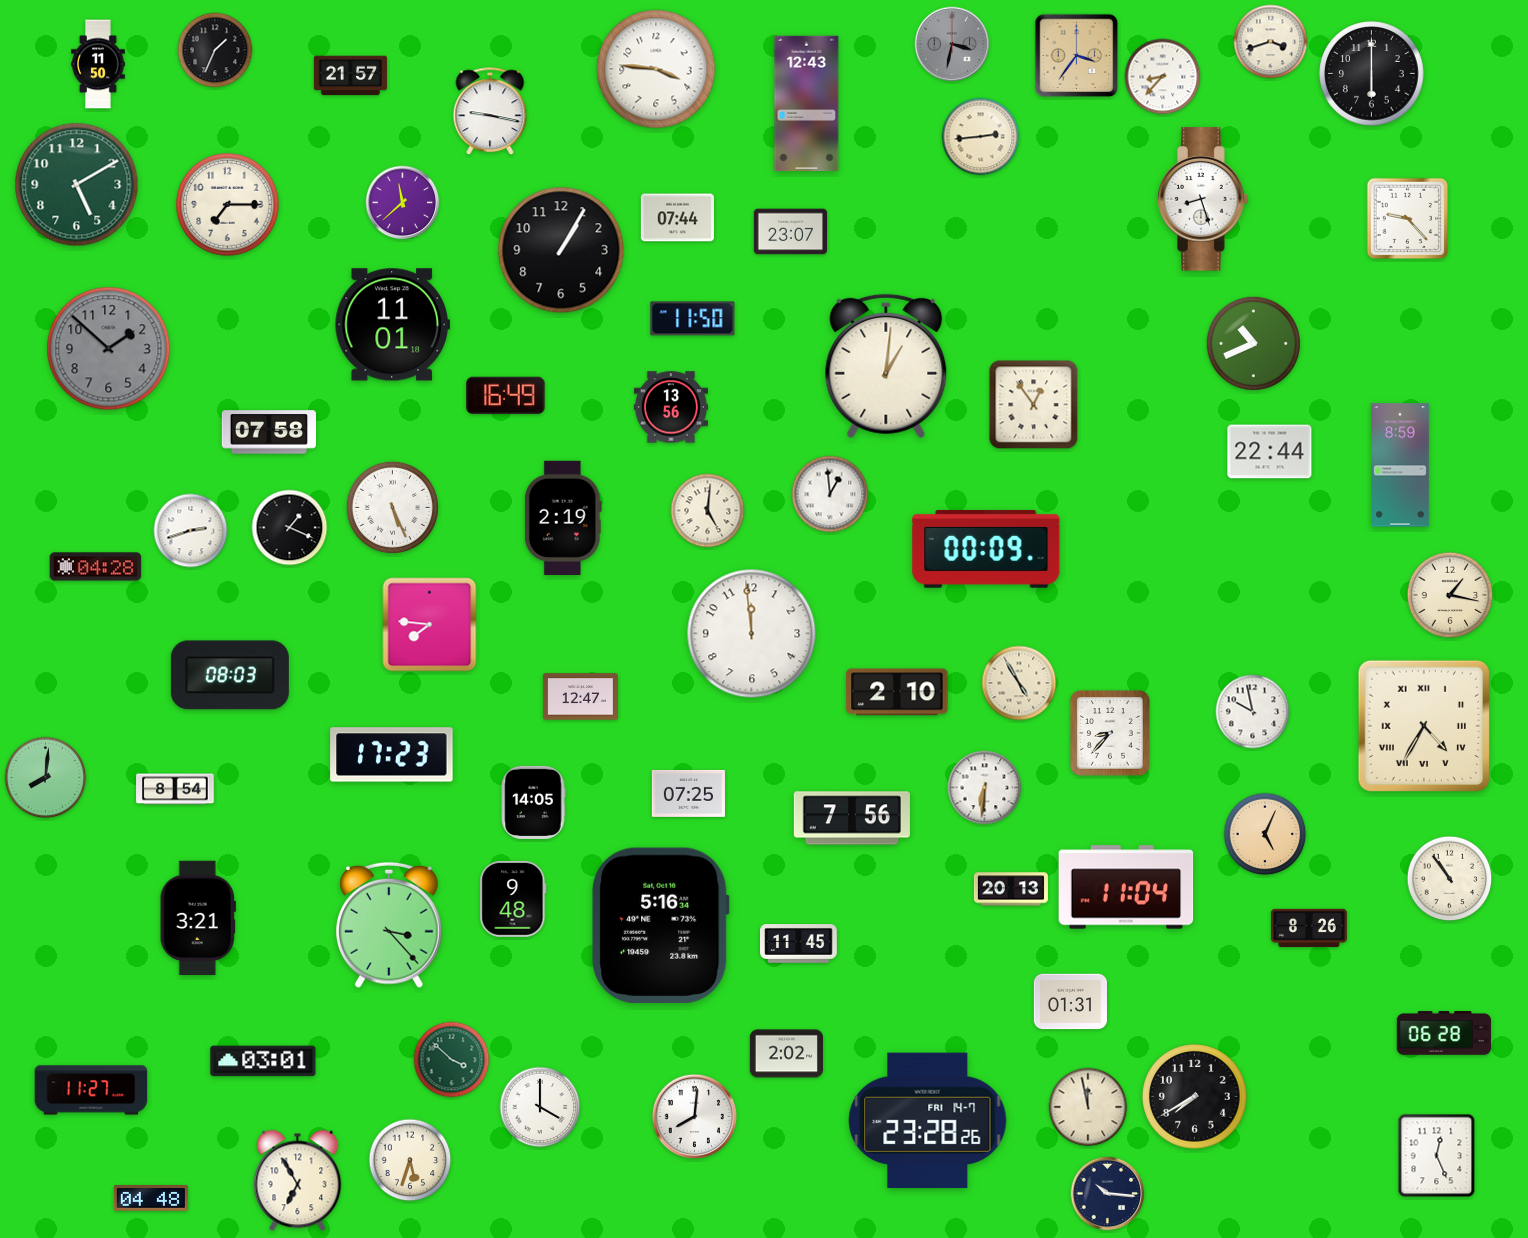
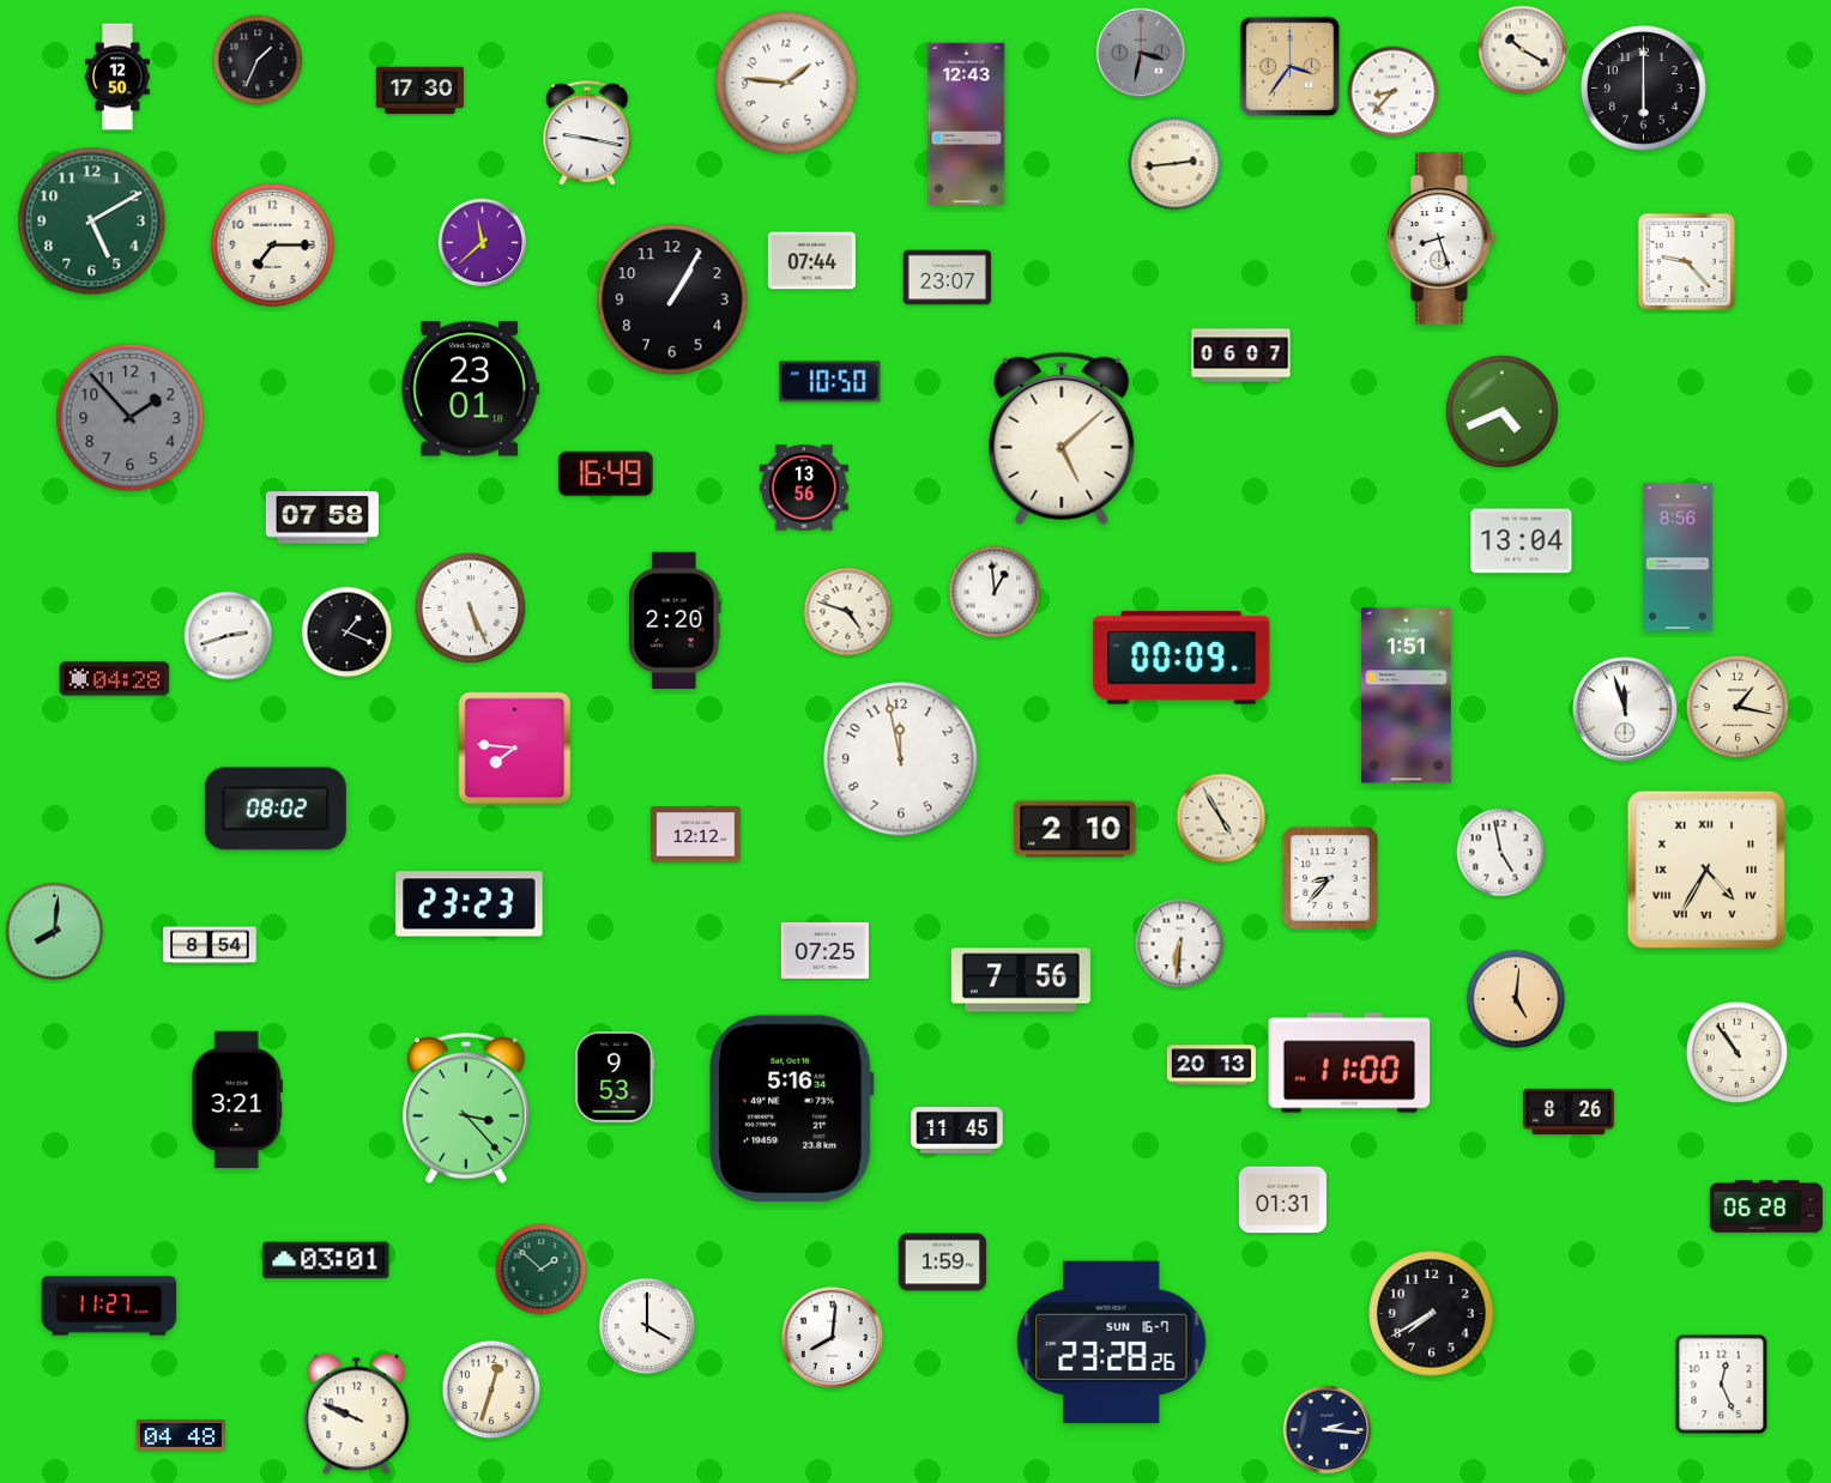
clock at (1271, 42): 3:42 -> 10:20
clock at (98, 64): 11:50 -> 12:50
clock at (656, 69): 3:46 -> 1:46
clock at (350, 76): 21:57 -> 17:30
clock at (1241, 356): none -> 06:07
clock at (693, 319): 11:50 -> 10:50
clock at (392, 325): 11:01 -> 23:01
clock at (1253, 343): 10:41 -> 4:41
clock at (109, 349): 1:52 -> 1:53
clock at (886, 366): 1:01 -> 5:08
clock at (1034, 405): 12:54 -> none
clock at (1270, 452): 22:44 -> 13:04
clock at (1400, 465): 8:59 -> 8:56
clock at (708, 511): 5:01 -> 4:48
clock at (563, 518): 2:19 -> 2:20
clock at (1406, 696): none -> 1:51
clock at (1624, 708): none -> 11:57
clock at (1450, 595) position: (1450, 595) -> (1738, 707)
clock at (752, 634): 11:59 -> 11:58
clock at (230, 675): 08:03 -> 08:02
clock at (580, 697): 12:47 -> 12:12
clock at (1253, 712): 9:58 -> 4:58
clock at (392, 755): 17:23 -> 23:23
clock at (533, 802): 14:05 -> none
clock at (1265, 834): 5:04 -> 5:01
clock at (1126, 887): 11:04 -> 11:00
clock at (513, 899): 9:48 -> 9:53
clock at (1444, 1033) position: (1444, 1033) -> (1766, 1206)
clock at (786, 1054): 2:02 -> 1:59
clock at (452, 1060): 3:52 -> 1:52
clock at (263, 1061) position: (263, 1061) -> (326, 1260)
clock at (1088, 1107): 11:58 -> none
clock at (928, 1121) date: FRI 14-7 -> SUN 16-7
clock at (410, 1160): 5:33 -> 12:33
clock at (298, 1181): 6:55 -> 9:49
clock at (1108, 1194): 10:16 -> 2:16
